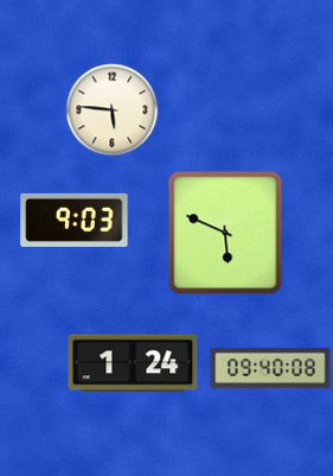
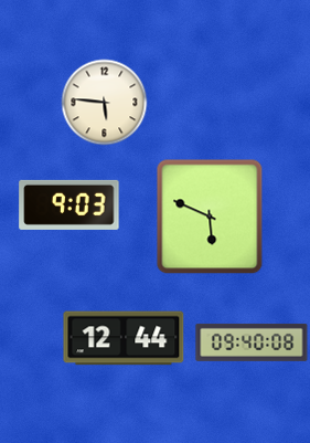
clock at (133, 363): 1:24 -> 12:44
